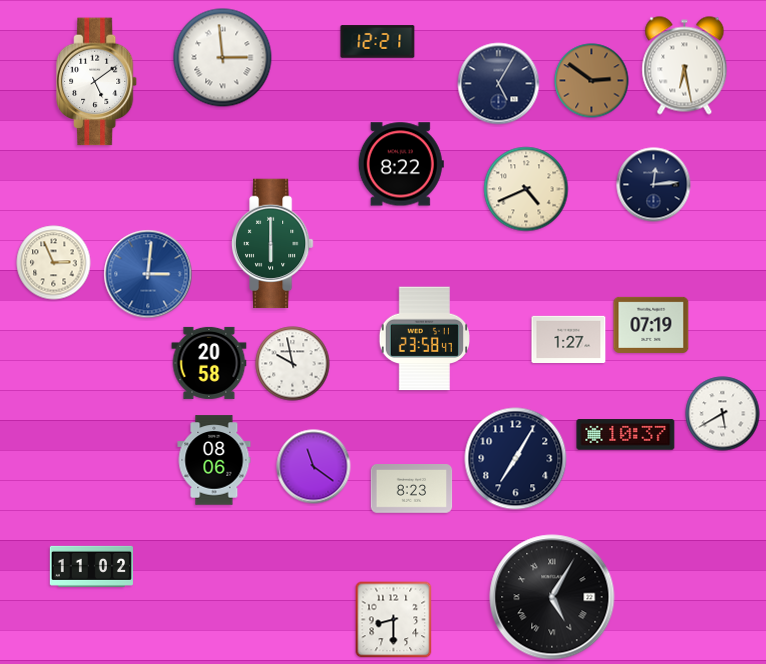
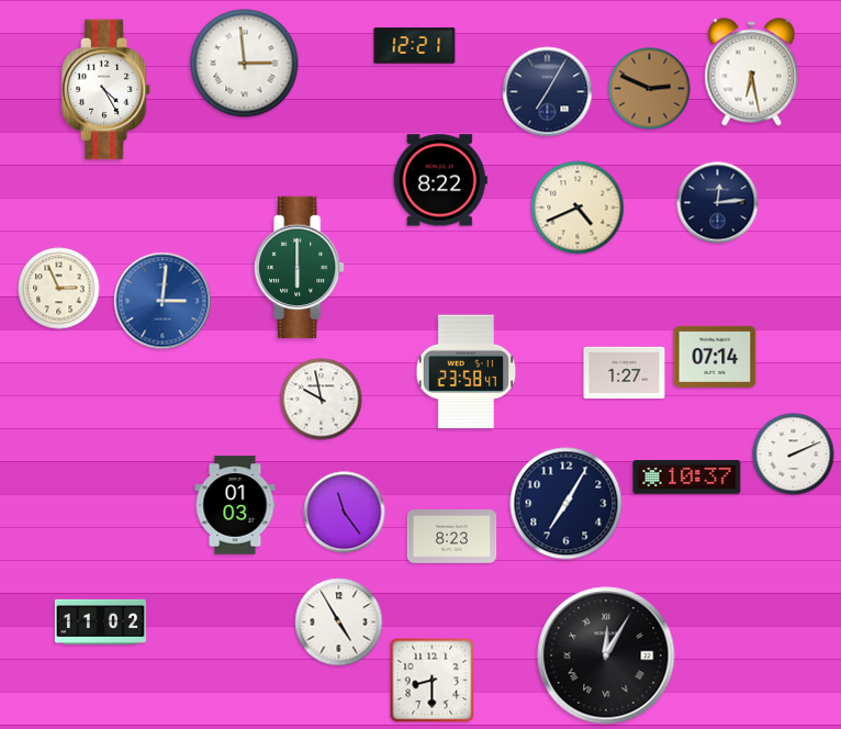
clock at (592, 81): 2:51 -> 2:49
clock at (97, 82): 5:09 -> 4:25
clock at (499, 84): 5:05 -> 7:05
clock at (651, 325): 07:19 -> 07:14
clock at (209, 363): 20:58 -> none
clock at (723, 414): 5:40 -> 2:11
clock at (214, 460): 08:06 -> 01:03
clock at (314, 467): 11:21 -> 11:24
clock at (339, 623): none -> 4:55
clock at (552, 597): 5:05 -> 12:05
